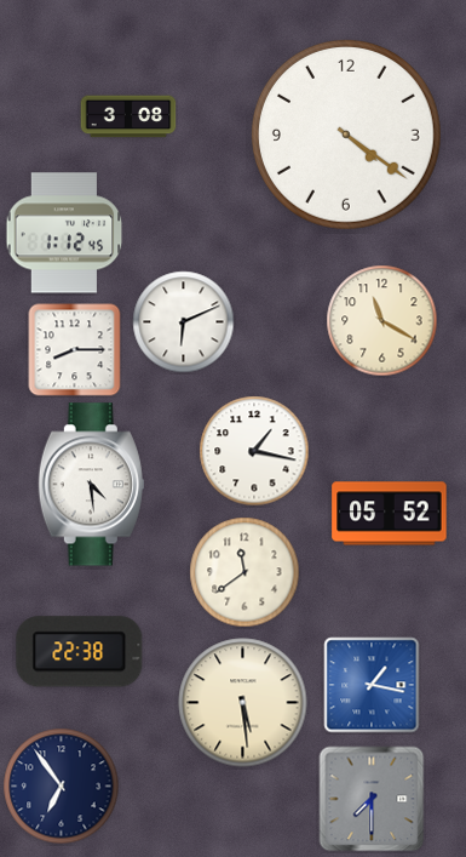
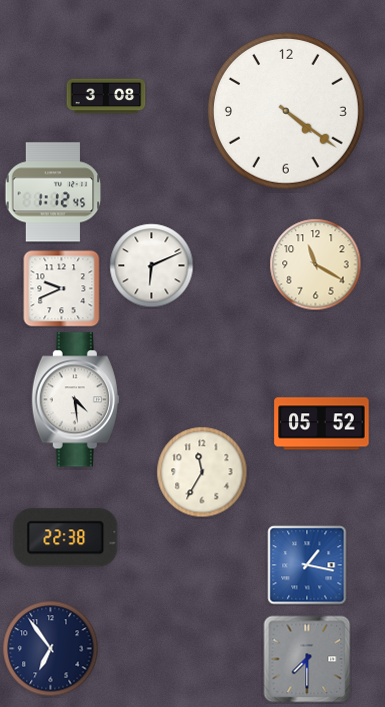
clock at (75, 350): 8:15 -> 9:41
clock at (254, 451): 1:17 -> none
clock at (244, 572): 11:39 -> 11:35
clock at (243, 703): 5:29 -> none
